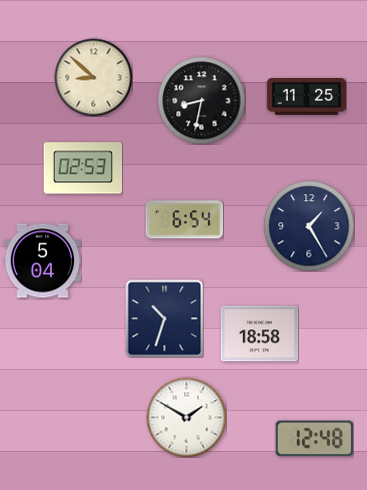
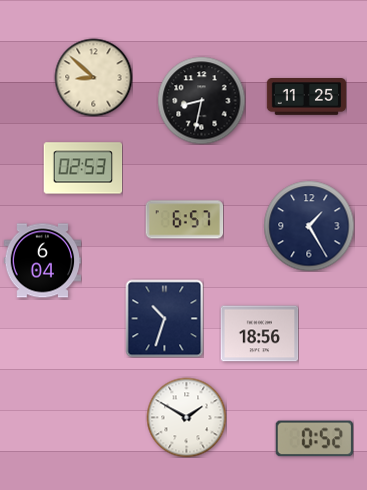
clock at (184, 220): 6:54 -> 6:57
clock at (42, 261): 5:04 -> 6:04
clock at (259, 334): 18:58 -> 18:56
clock at (314, 439): 12:48 -> 0:52
